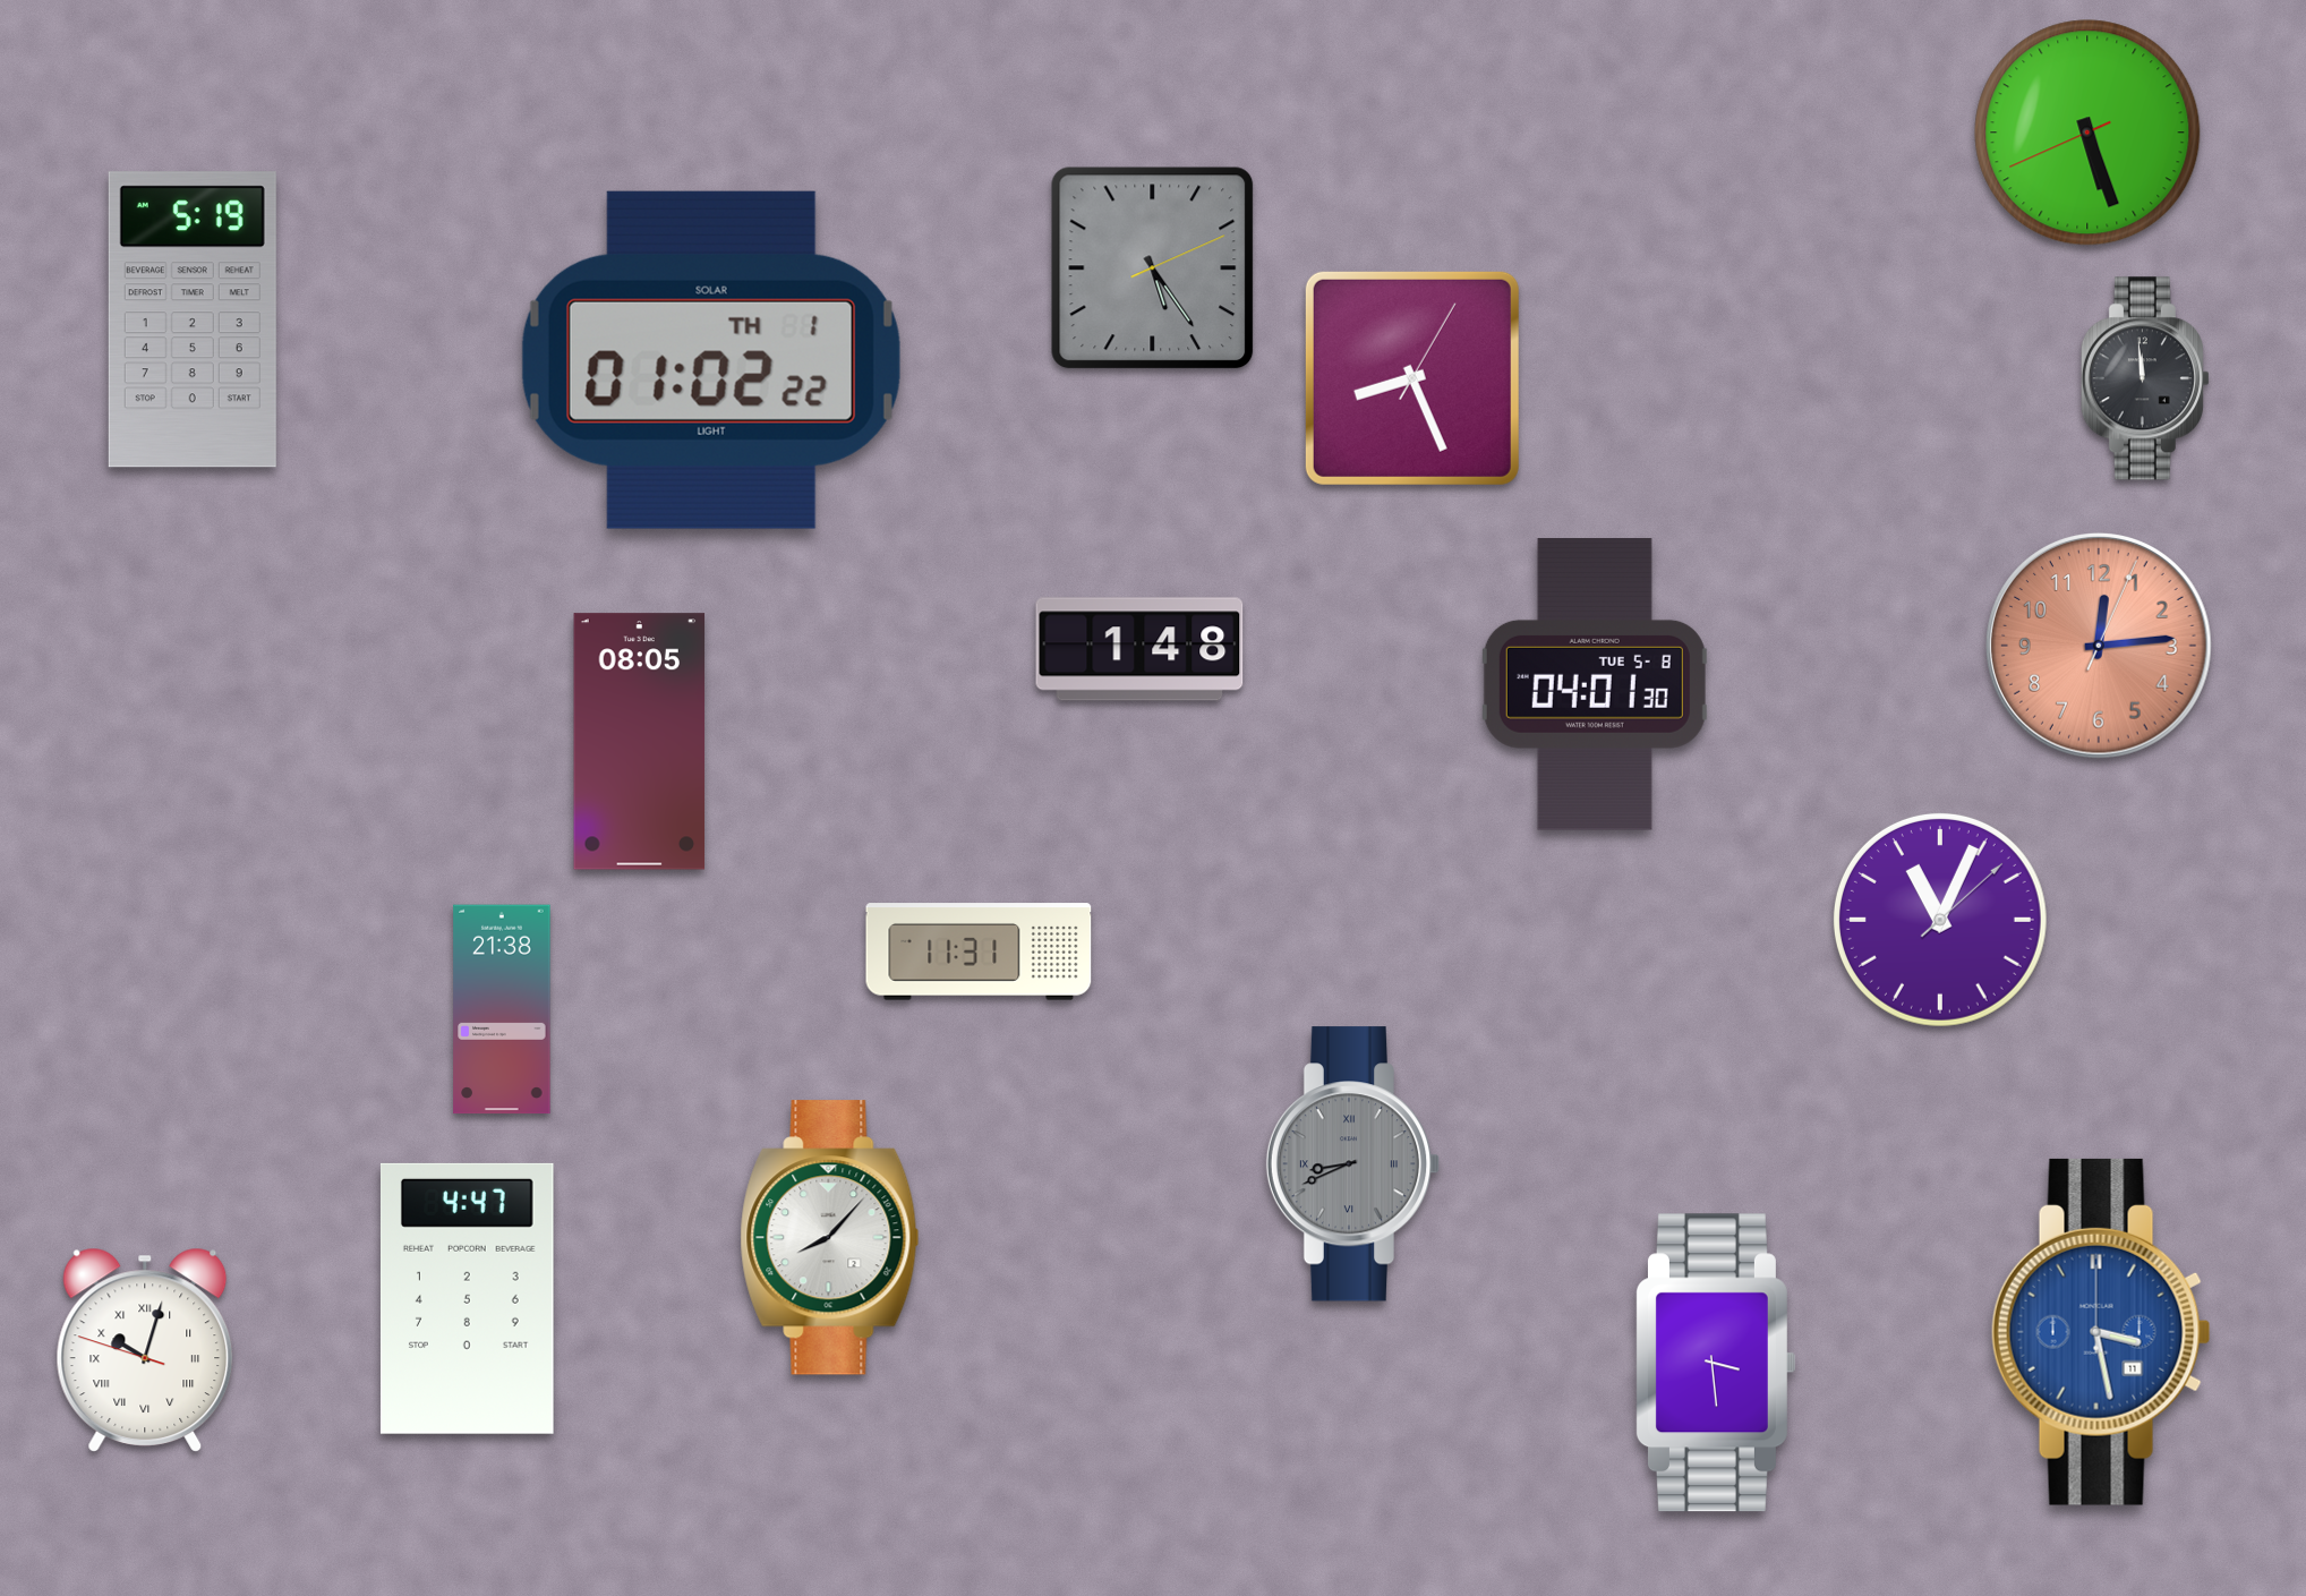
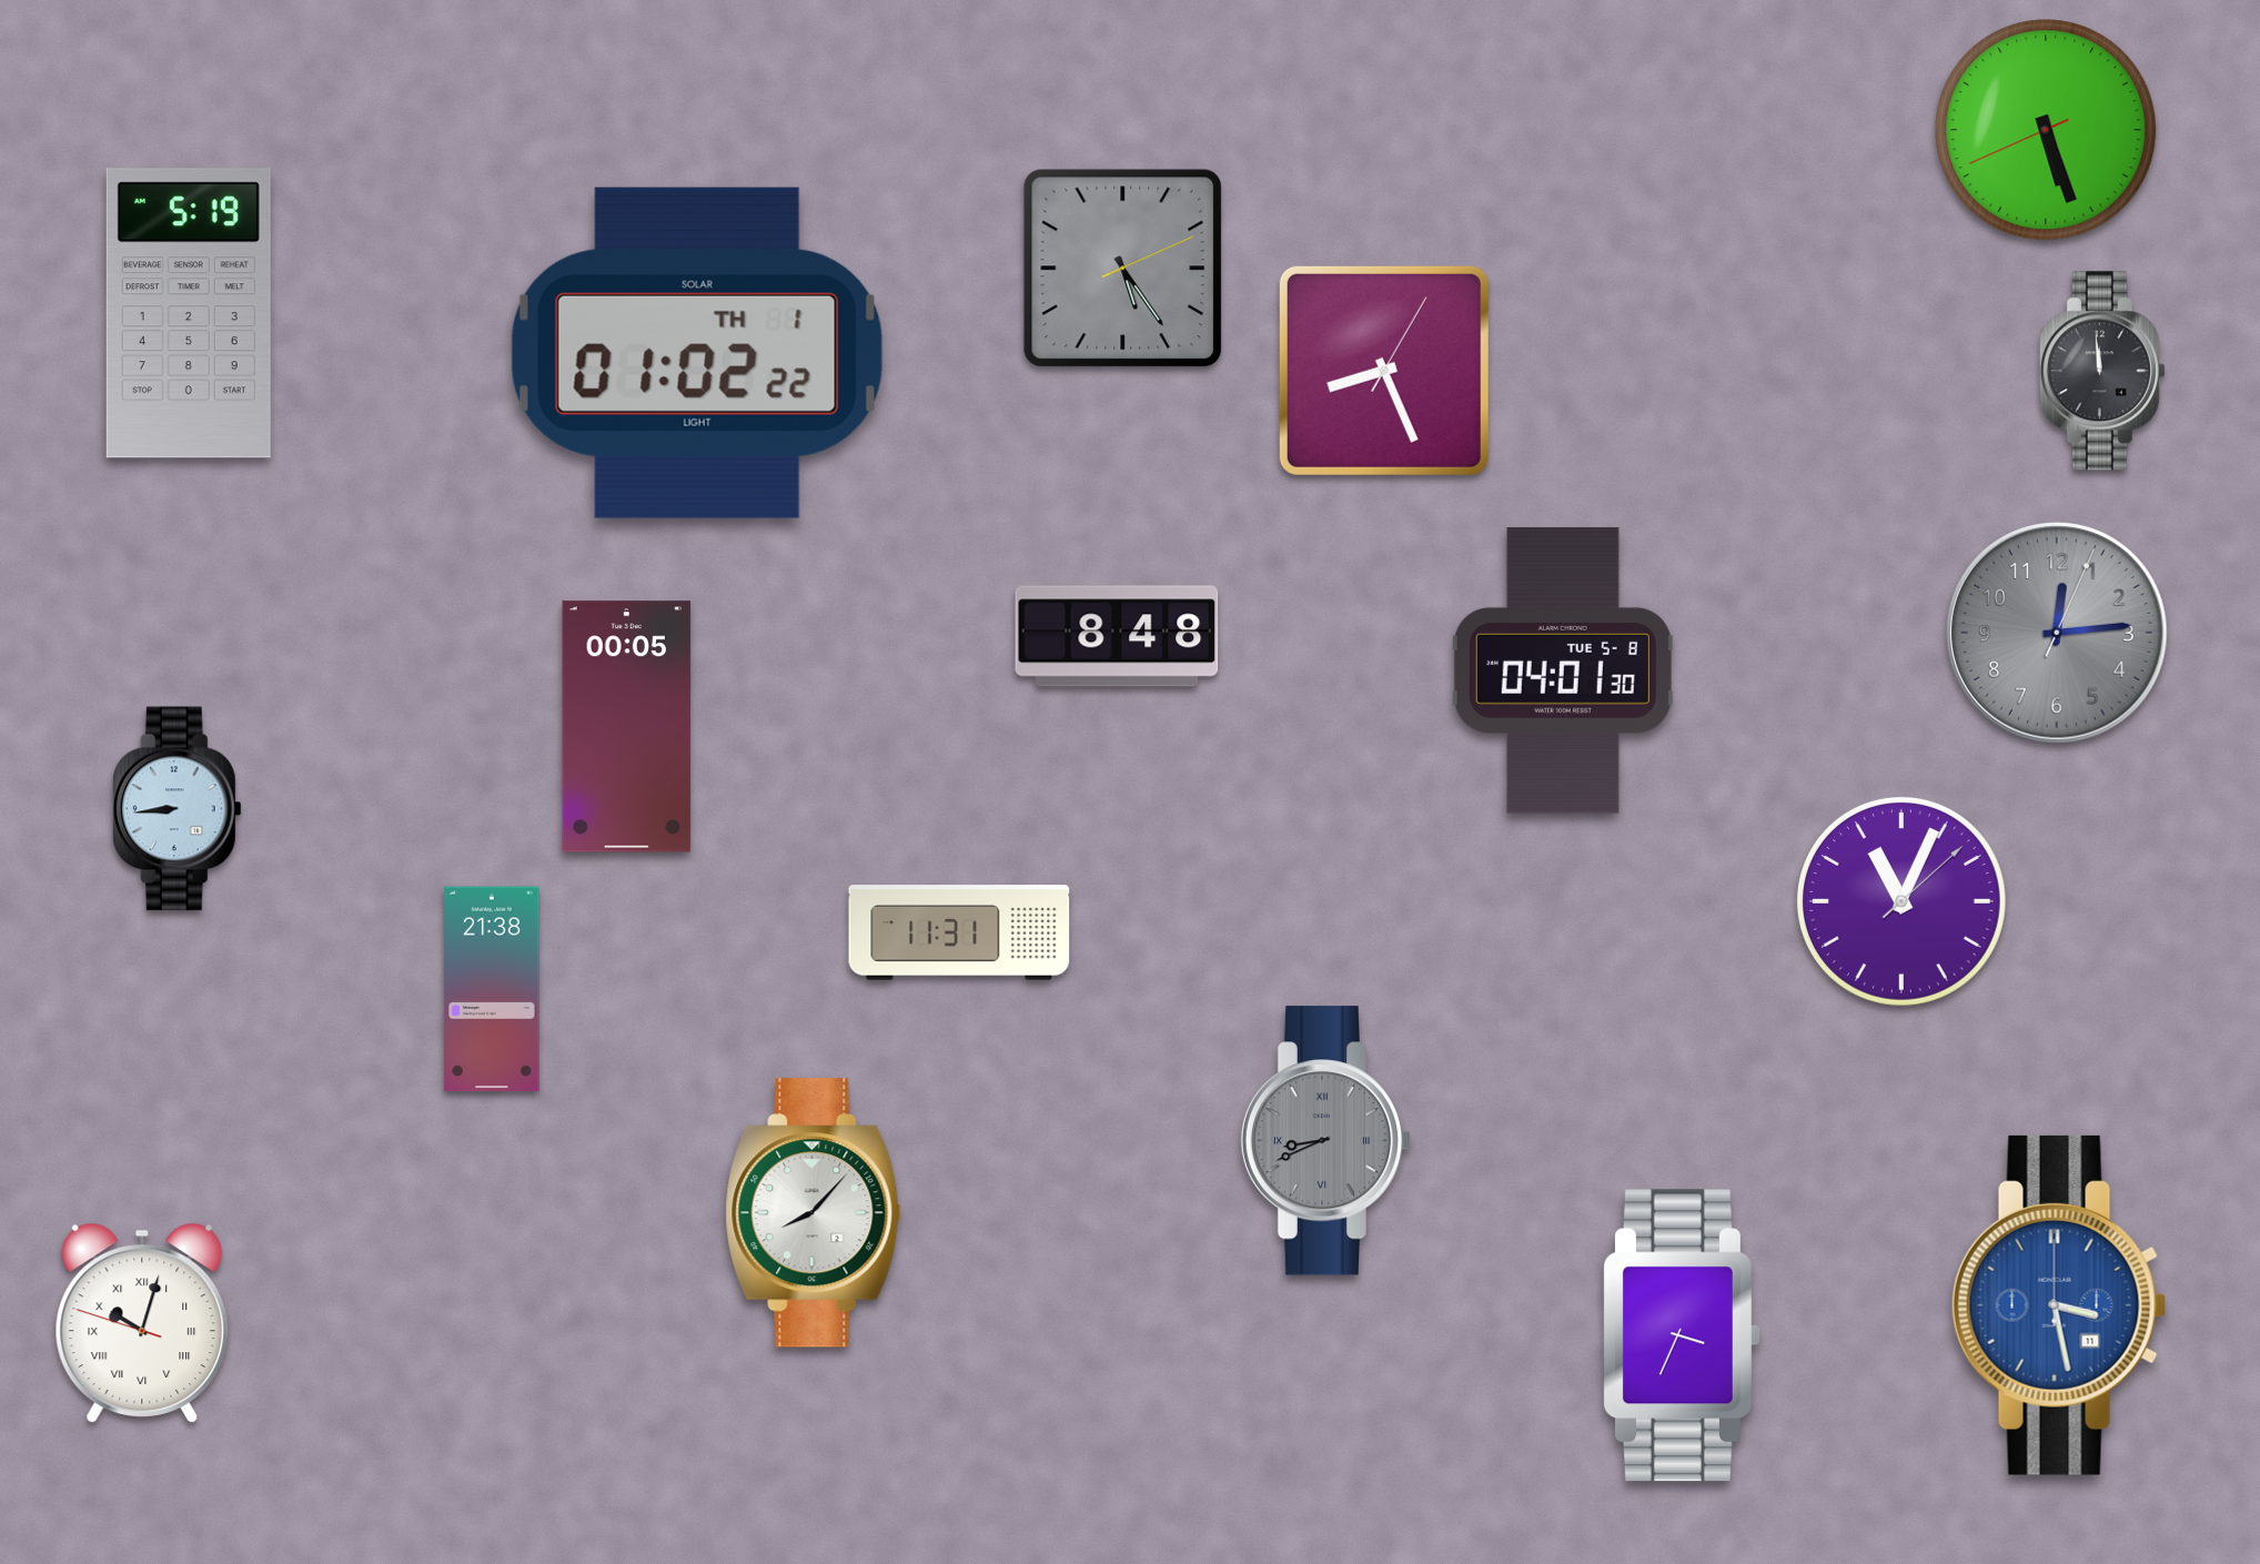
clock at (1153, 268) position: (1153, 268) -> (1123, 269)
clock at (2100, 647) dial: salmon -> grey
clock at (1139, 649): 1:48 -> 8:48
clock at (640, 742): 08:05 -> 00:05
clock at (176, 809): none -> 8:44
clock at (467, 1298): 4:47 -> none
clock at (1715, 1363): 3:29 -> 3:34
